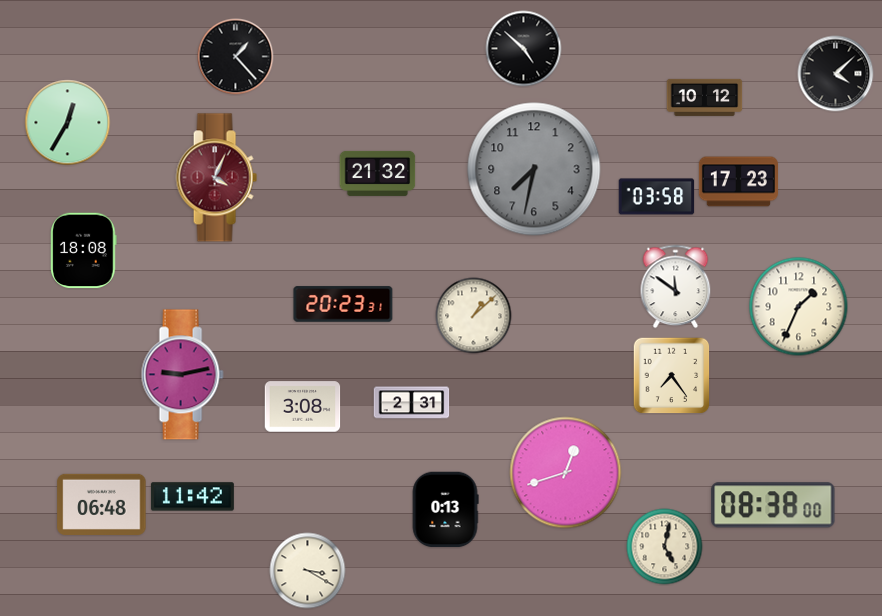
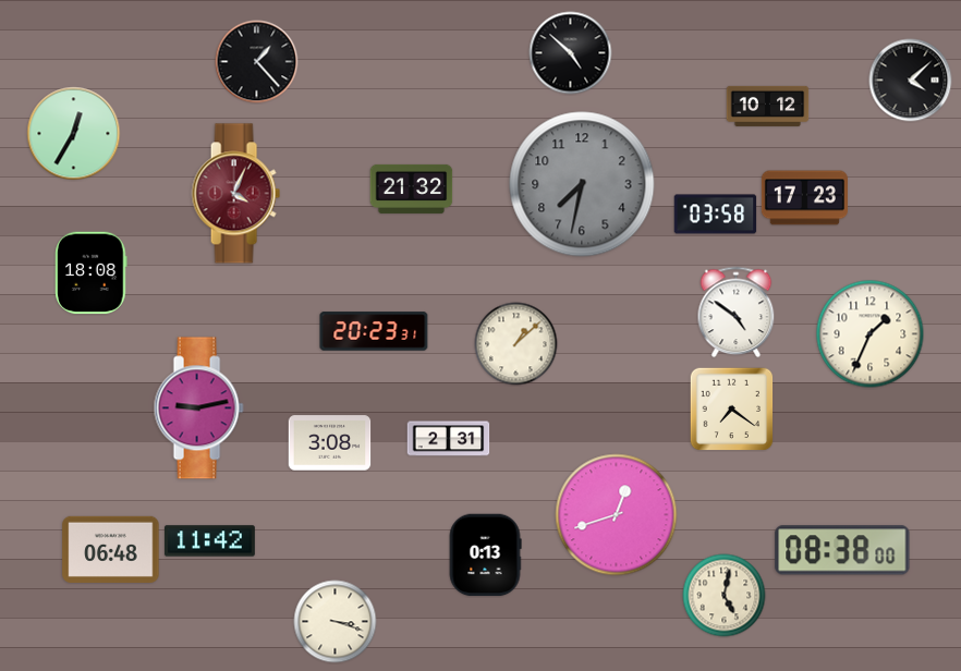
clock at (676, 287): 11:51 -> 4:51
clock at (671, 375): 7:24 -> 7:21
clock at (308, 571): 3:20 -> 3:18
